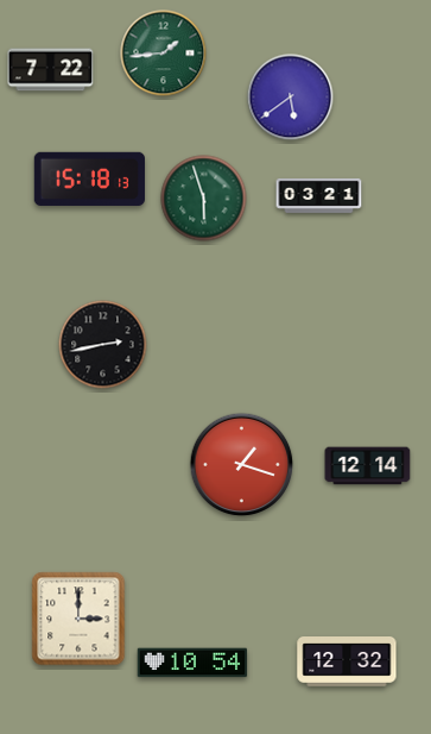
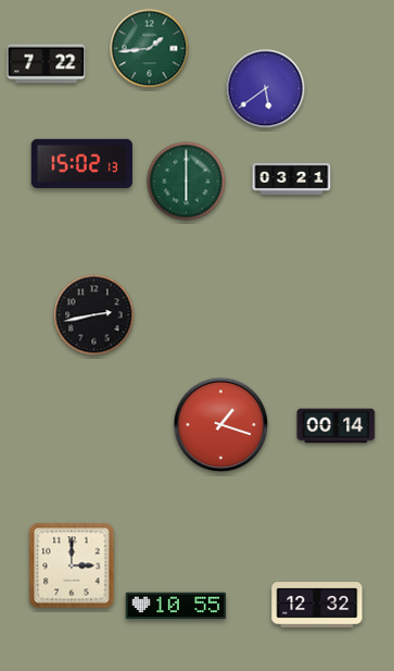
clock at (89, 178): 15:18 -> 15:02
clock at (204, 199): 5:57 -> 6:00
clock at (368, 466): 12:14 -> 00:14
clock at (192, 663): 10:54 -> 10:55
